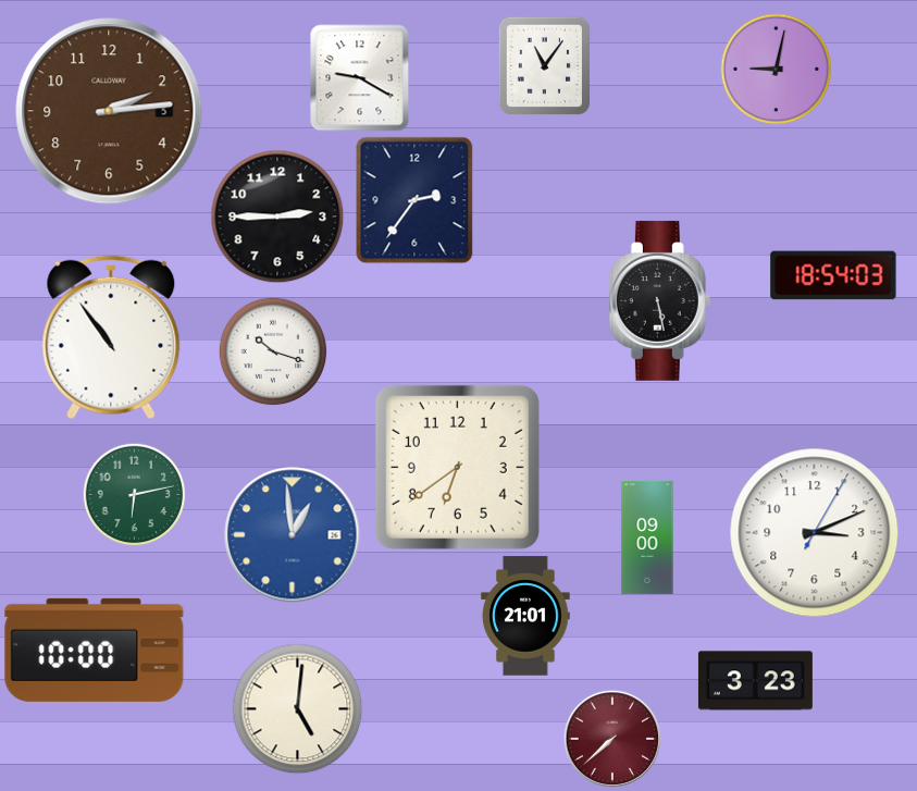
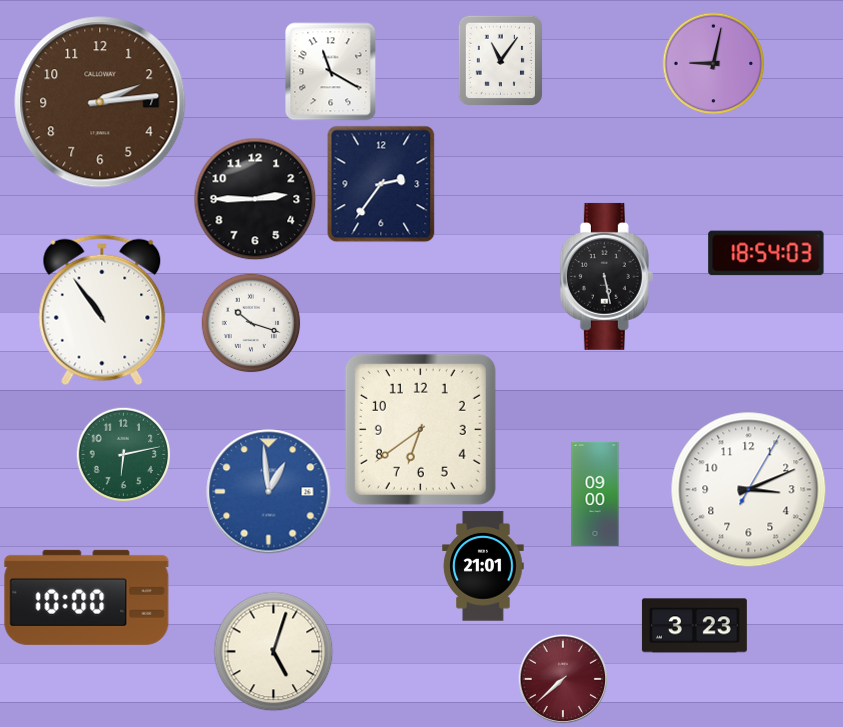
clock at (360, 78): 9:20 -> 11:20
clock at (109, 111) date: 5 -> 7
clock at (298, 709): 5:01 -> 5:03
